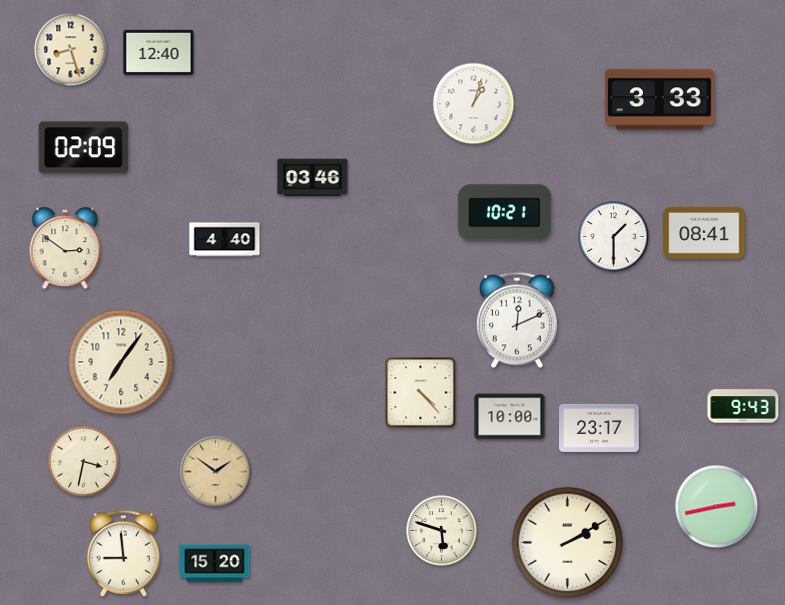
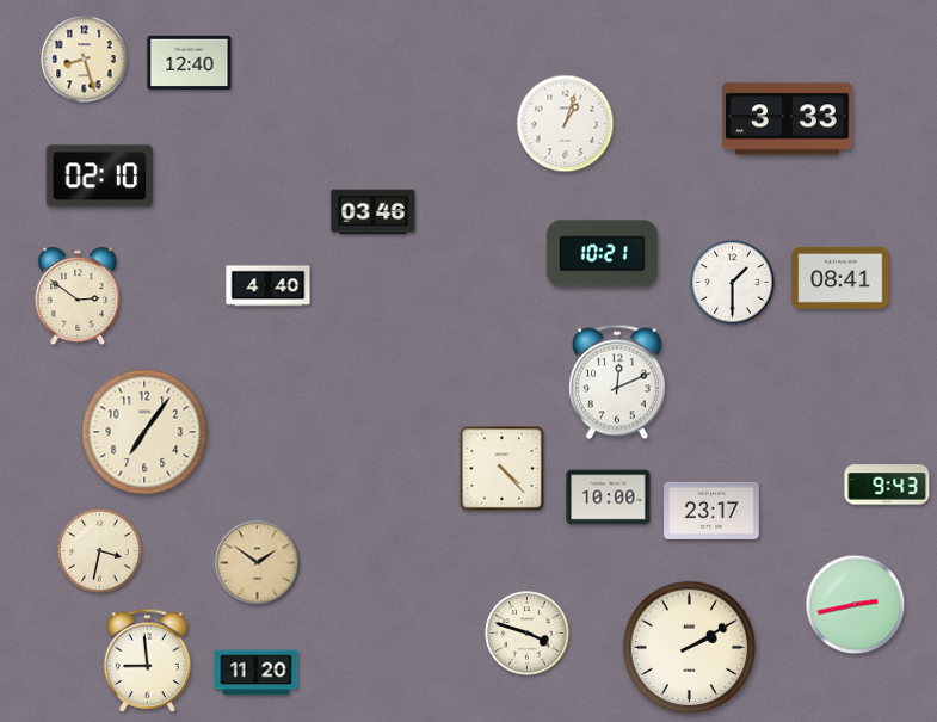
clock at (84, 148): 02:09 -> 02:10
clock at (600, 428) position: (600, 428) -> (713, 511)
clock at (442, 531): 5:48 -> 3:48
clock at (568, 543) position: (568, 543) -> (690, 648)
clock at (215, 564): 15:20 -> 11:20
